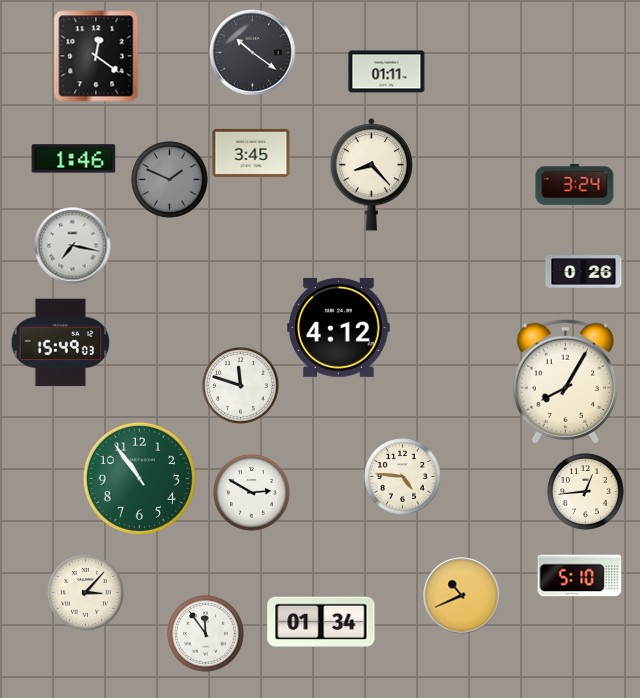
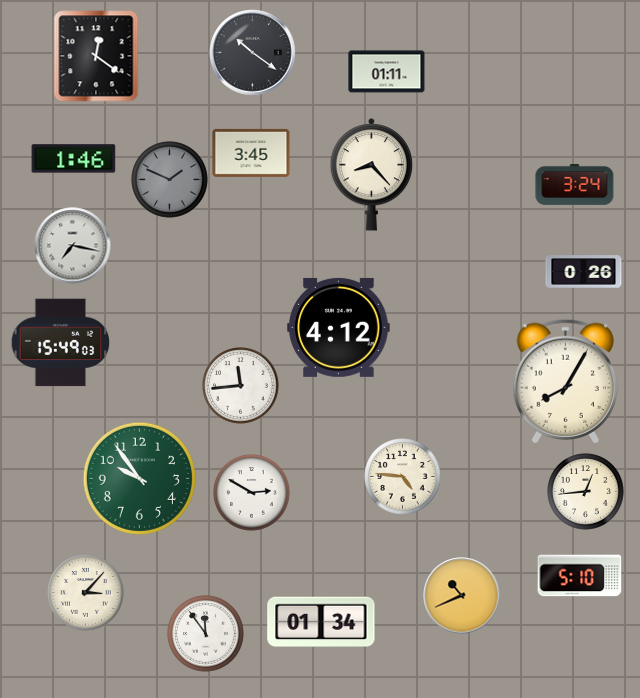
clock at (241, 386): 11:48 -> 11:44
clock at (139, 478): 10:54 -> 9:54
